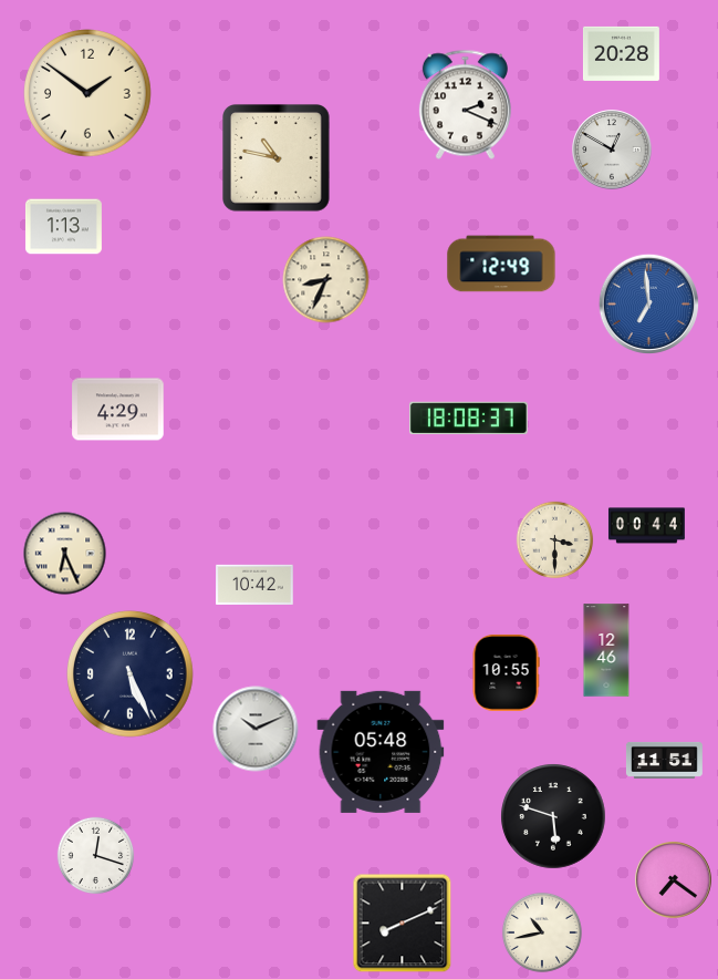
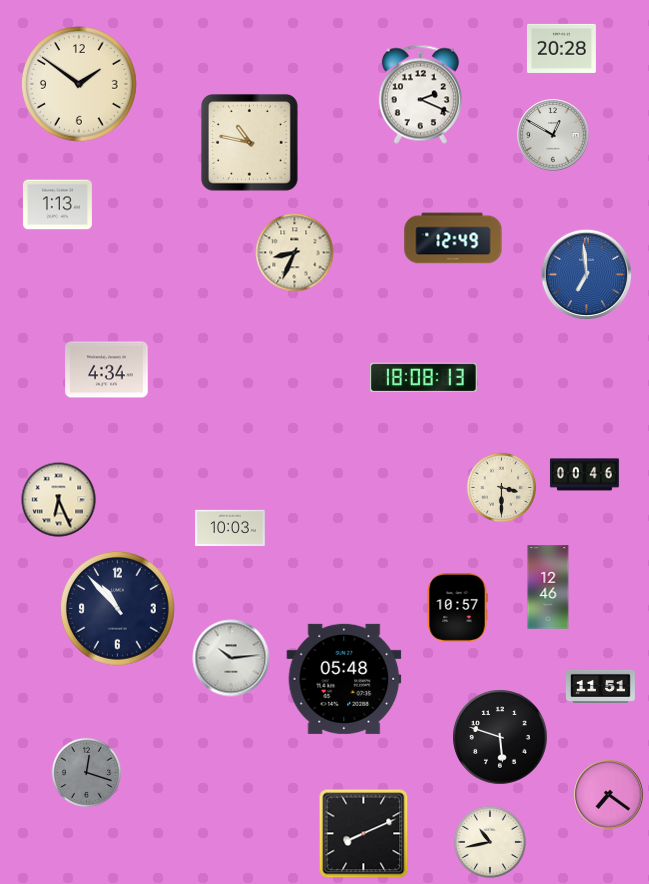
clock at (118, 410): 4:29 -> 4:34
clock at (469, 419): 18:08:37 -> 18:08:13
clock at (646, 526): 00:44 -> 00:46
clock at (254, 584): 10:42 -> 10:03
clock at (506, 672): 10:55 -> 10:57
clock at (131, 674): 5:26 -> 10:53
clock at (256, 729): 10:11 -> 10:14
clock at (96, 856) dial: white -> grey
